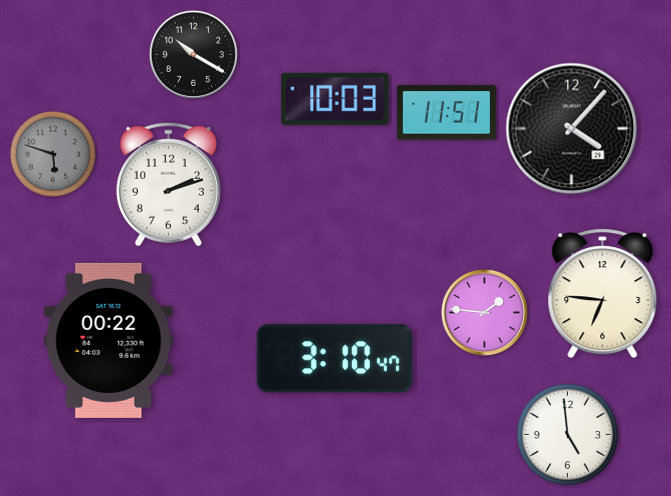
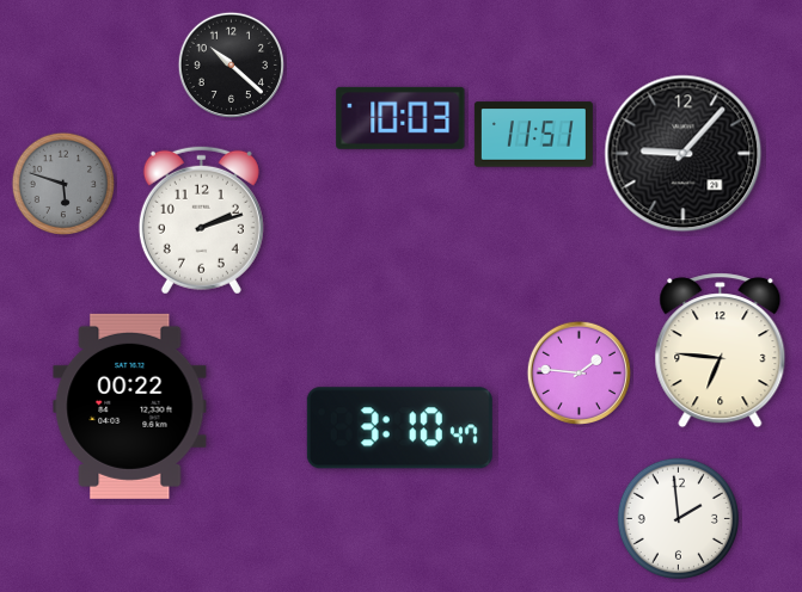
clock at (193, 54): 10:20 -> 10:22
clock at (572, 129): 4:07 -> 9:07
clock at (567, 434): 4:59 -> 1:59
